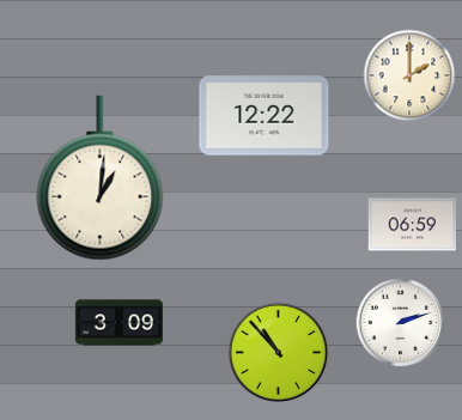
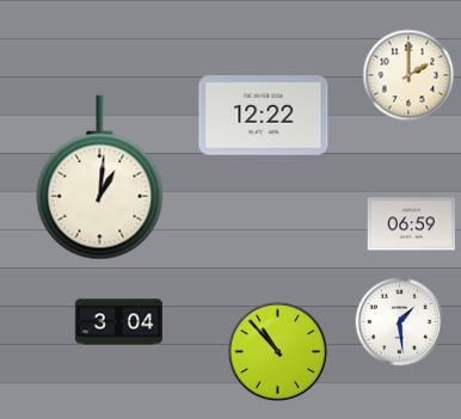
clock at (120, 323): 3:09 -> 3:04
clock at (401, 323): 2:12 -> 1:29
